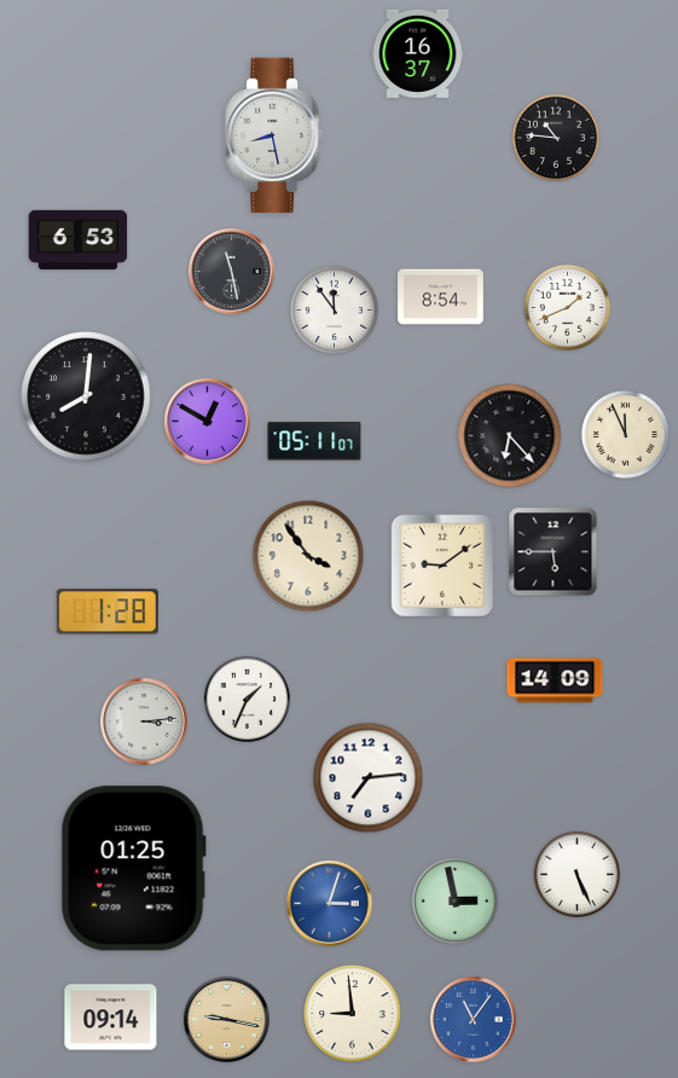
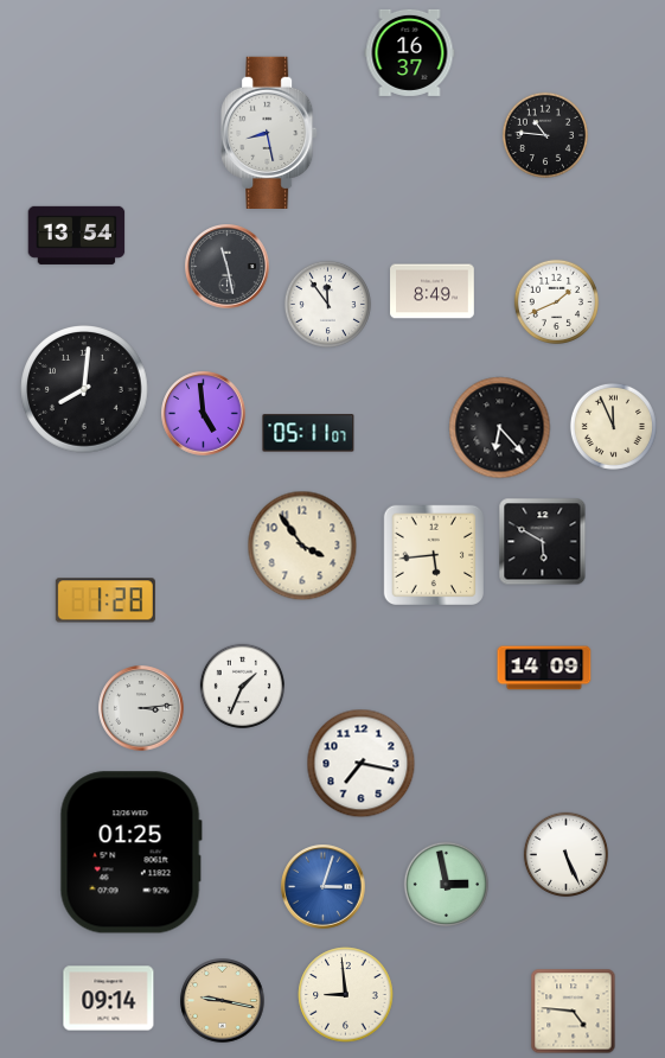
clock at (79, 239): 6:53 -> 13:54
clock at (441, 297): 8:54 -> 8:49
clock at (208, 422): 12:50 -> 4:59
clock at (554, 552): 5:45 -> 5:50
clock at (442, 566): 9:09 -> 5:44
clock at (369, 778): 7:14 -> 7:17
clock at (576, 874) position: (576, 874) -> (565, 854)
clock at (474, 1020): 11:06 -> none
clock at (574, 1012): none -> 4:46
